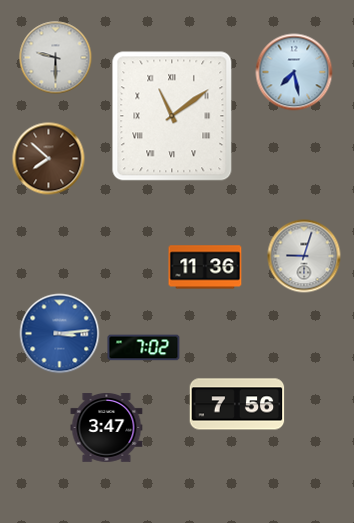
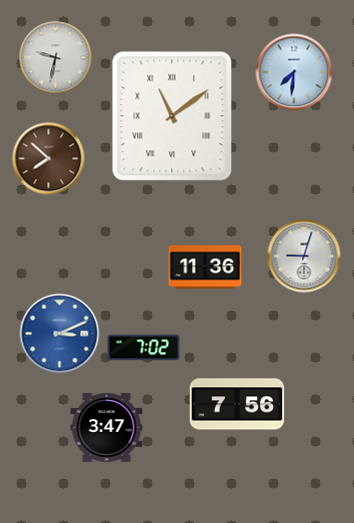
clock at (56, 58): 9:30 -> 9:32
clock at (294, 72): 7:28 -> 7:31
clock at (60, 334): 3:14 -> 3:11
